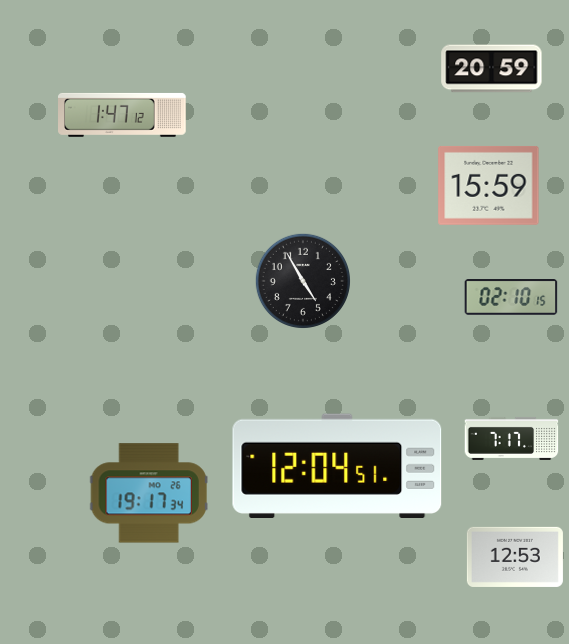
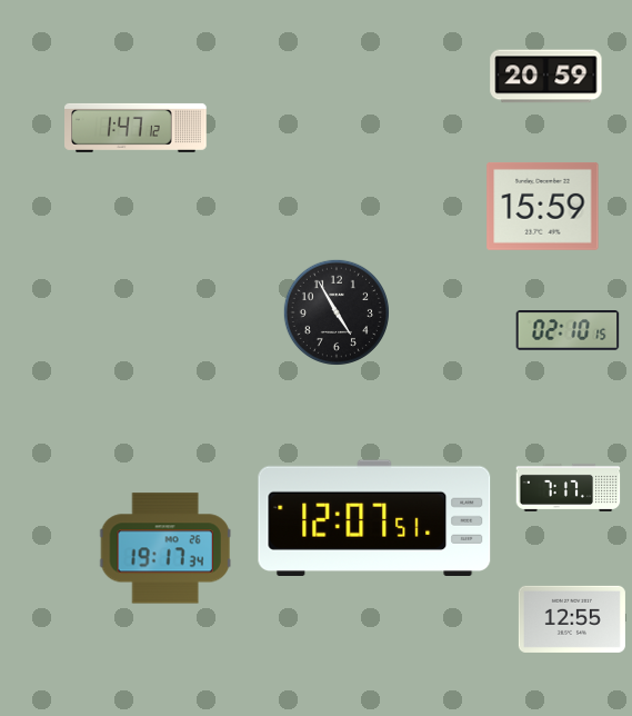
clock at (337, 465): 12:04 -> 12:07
clock at (515, 557): 12:53 -> 12:55
